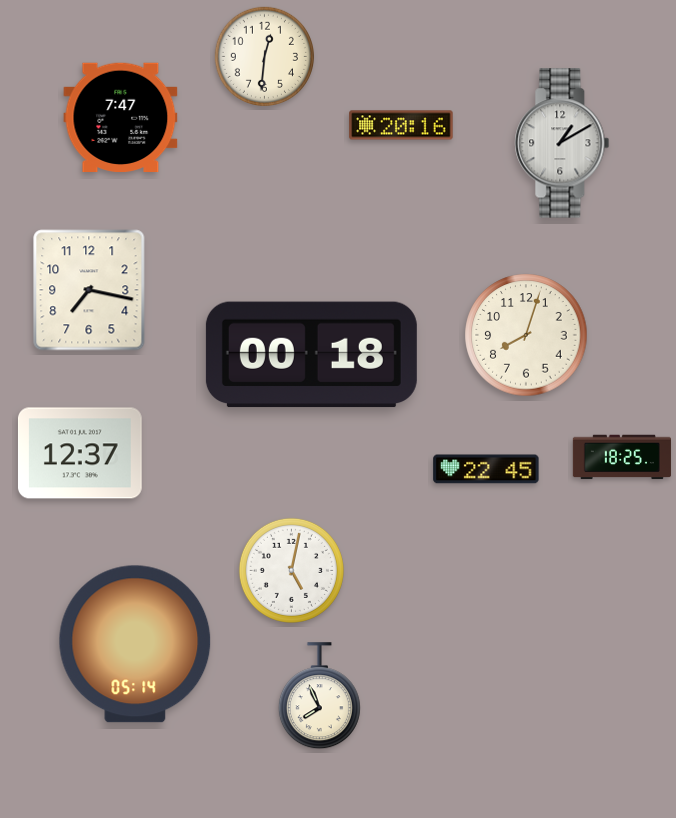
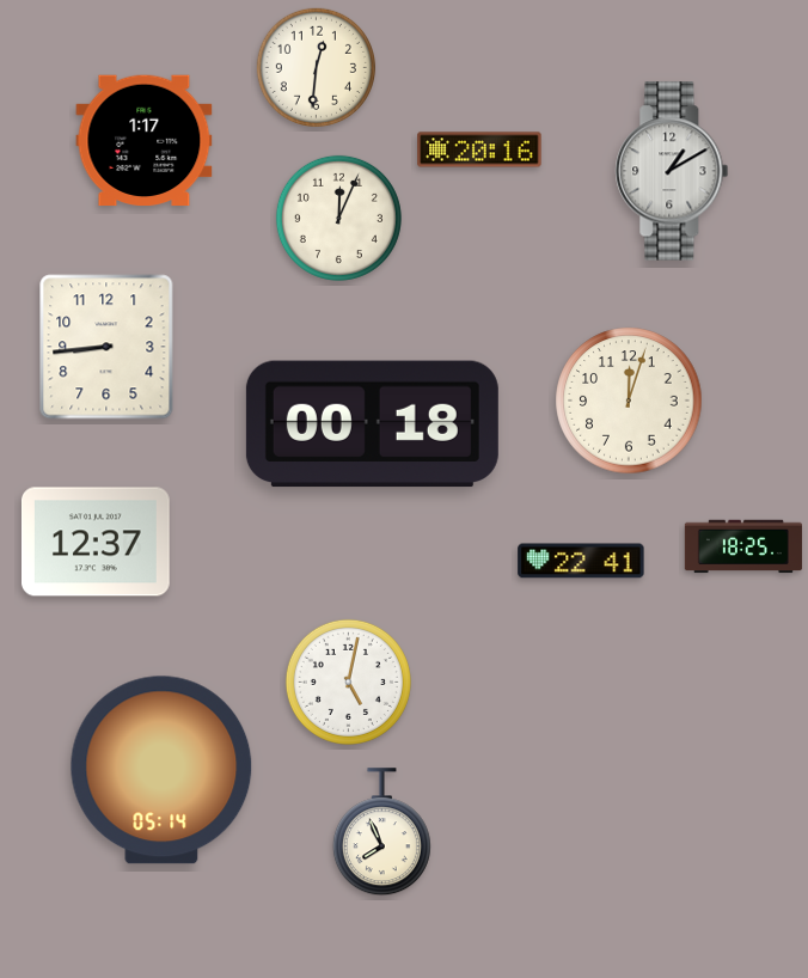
clock at (121, 118): 7:47 -> 1:17
clock at (338, 218): none -> 12:04
clock at (89, 290): 7:17 -> 8:44
clock at (526, 335): 8:03 -> 12:03
clock at (486, 469): 22:45 -> 22:41
